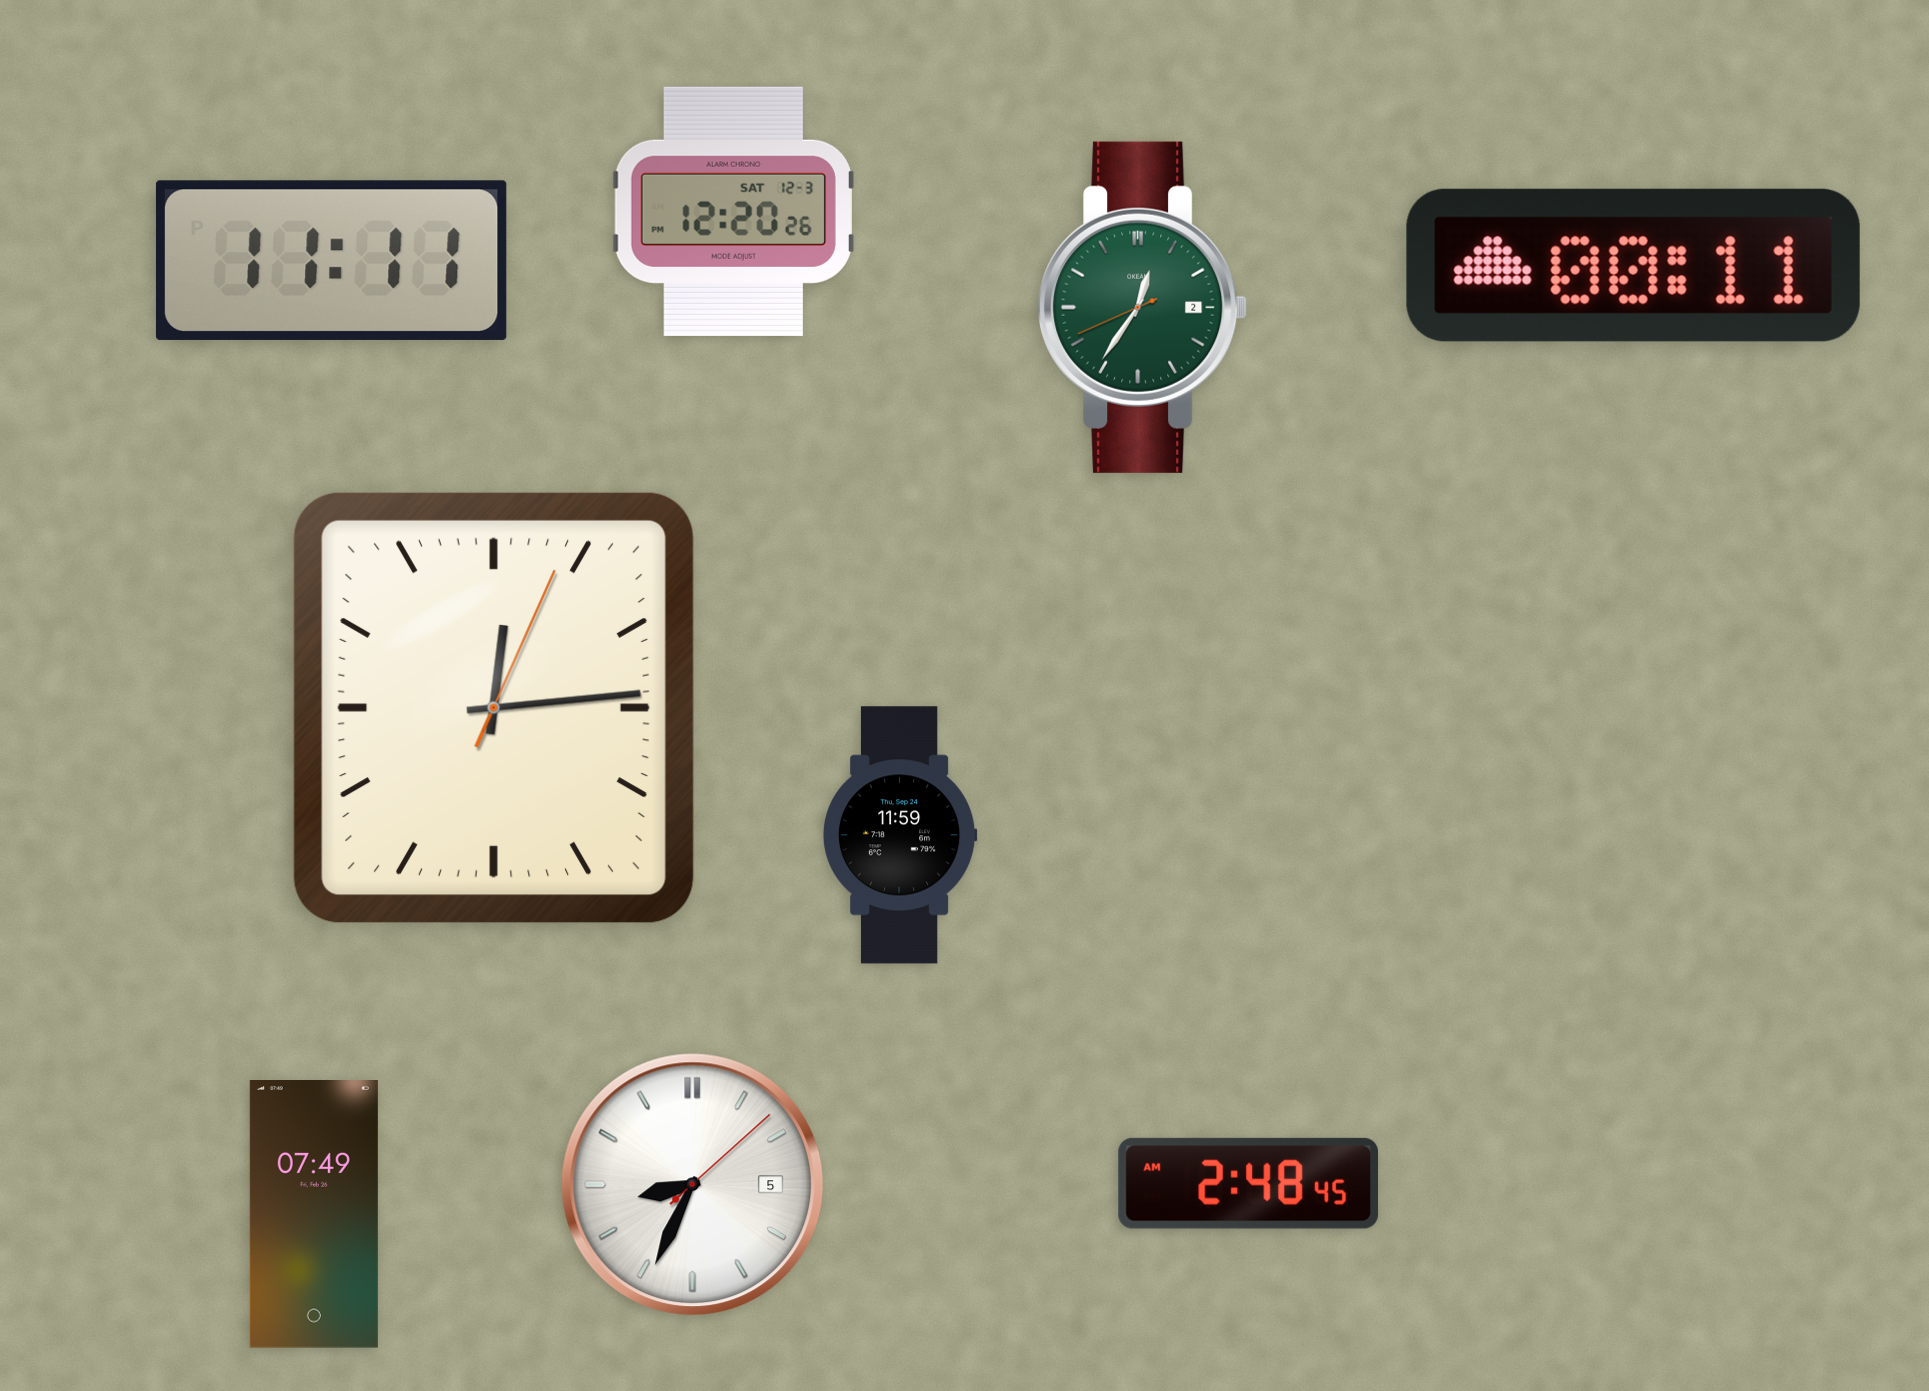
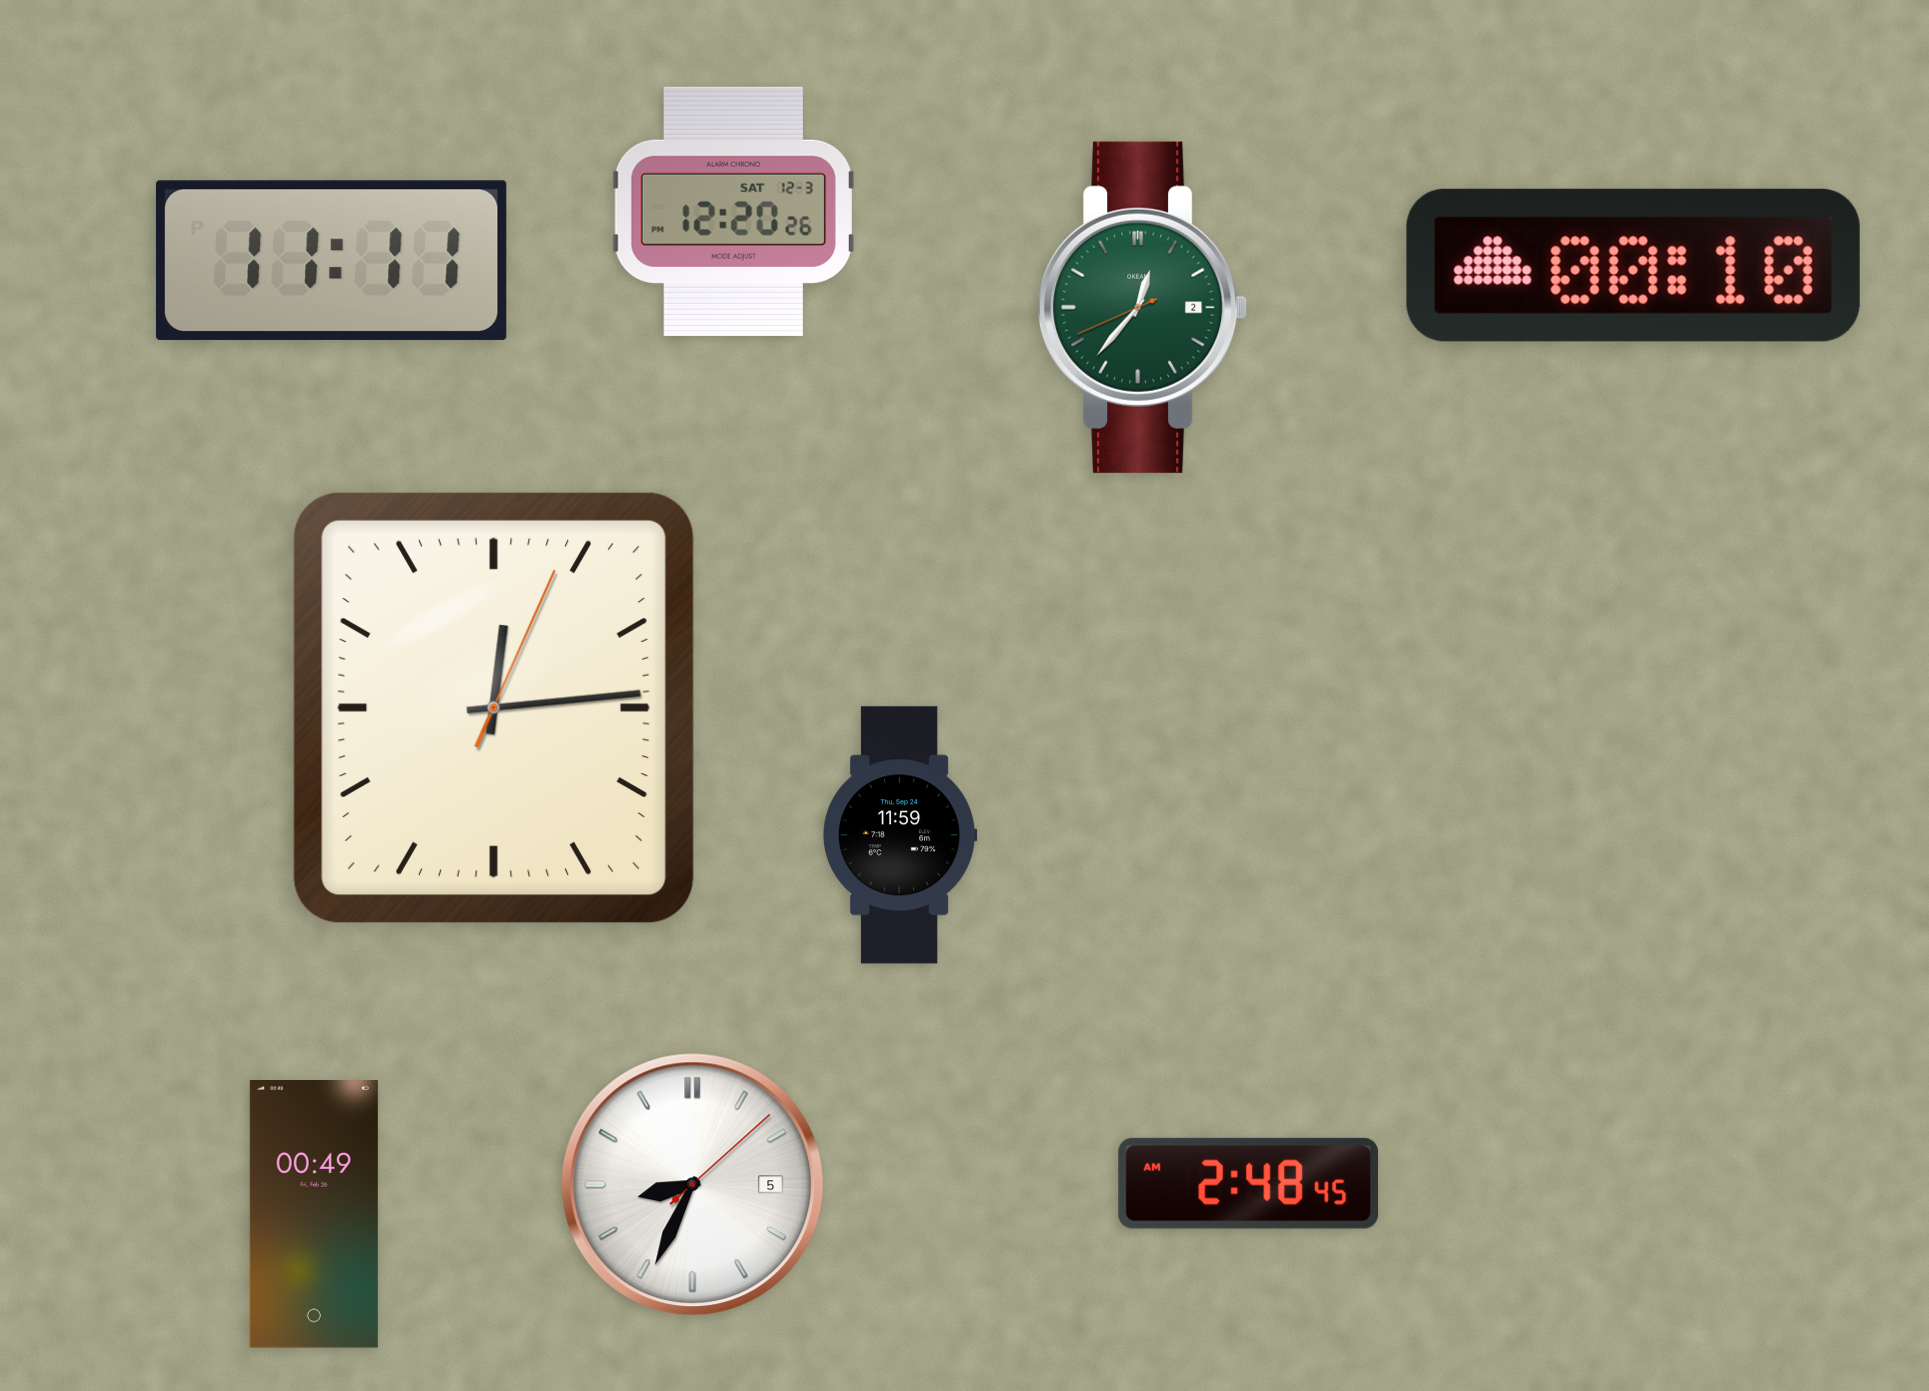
clock at (1633, 265): 00:11 -> 00:10
clock at (1143, 307): 12:35 -> 12:36
clock at (314, 1215): 07:49 -> 00:49
